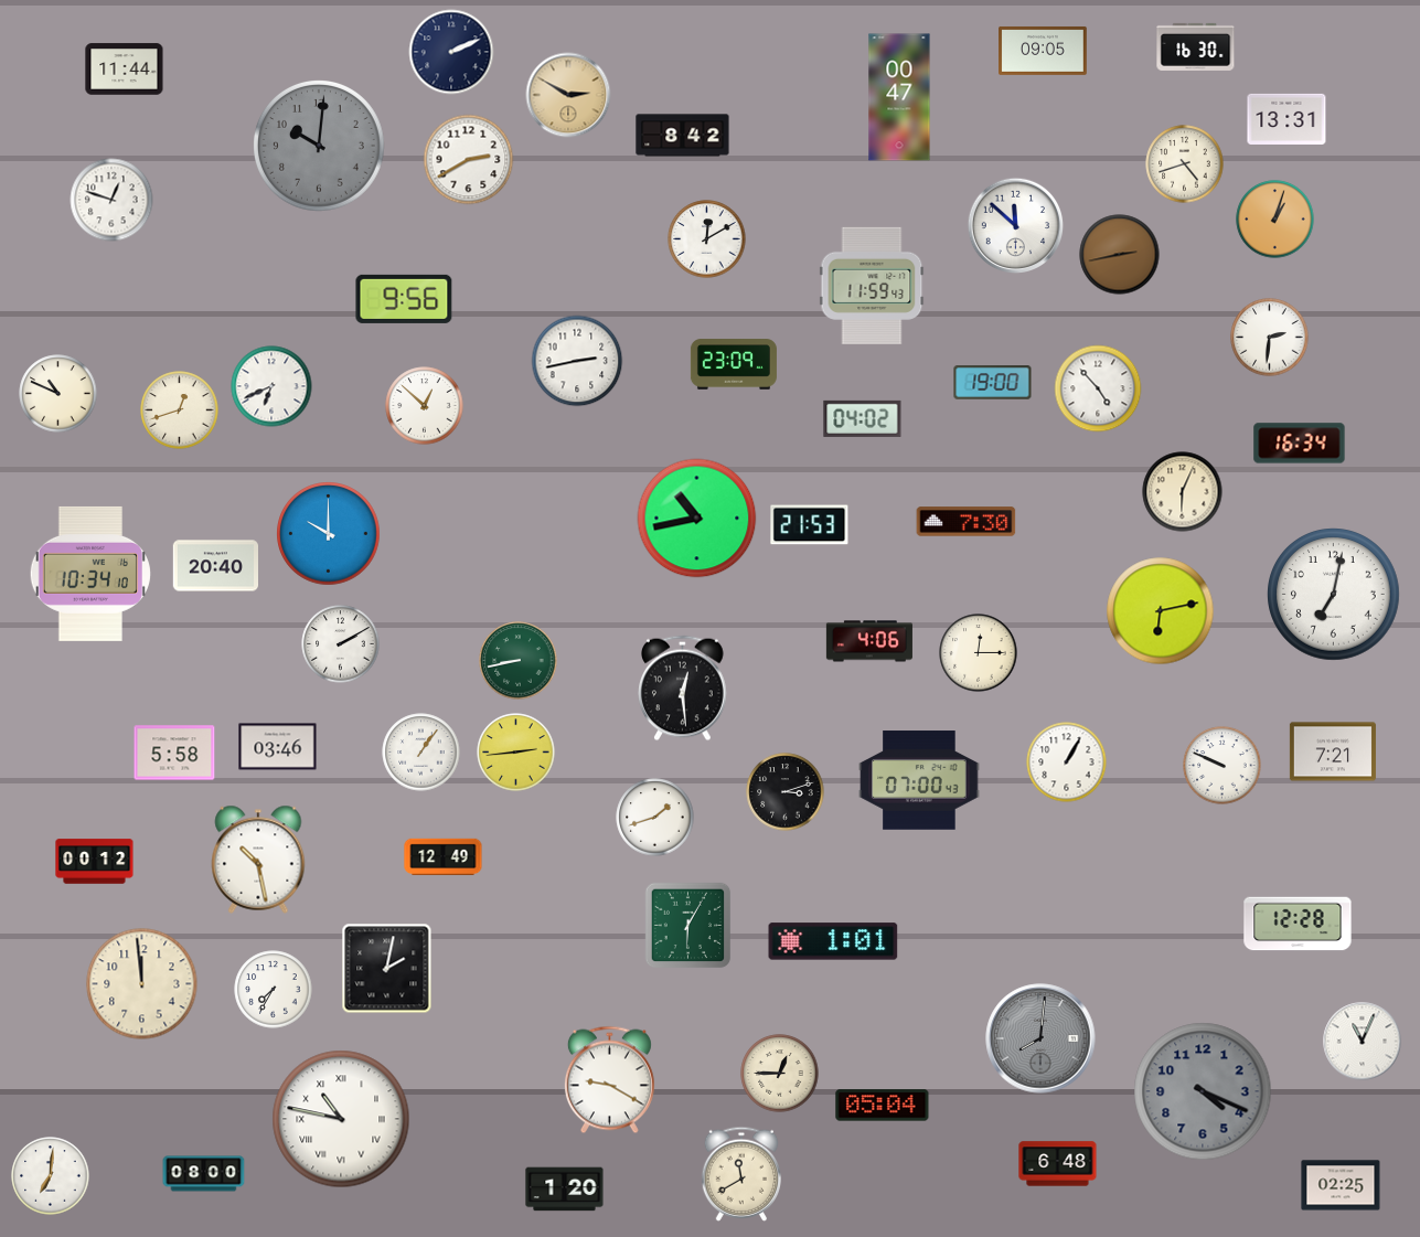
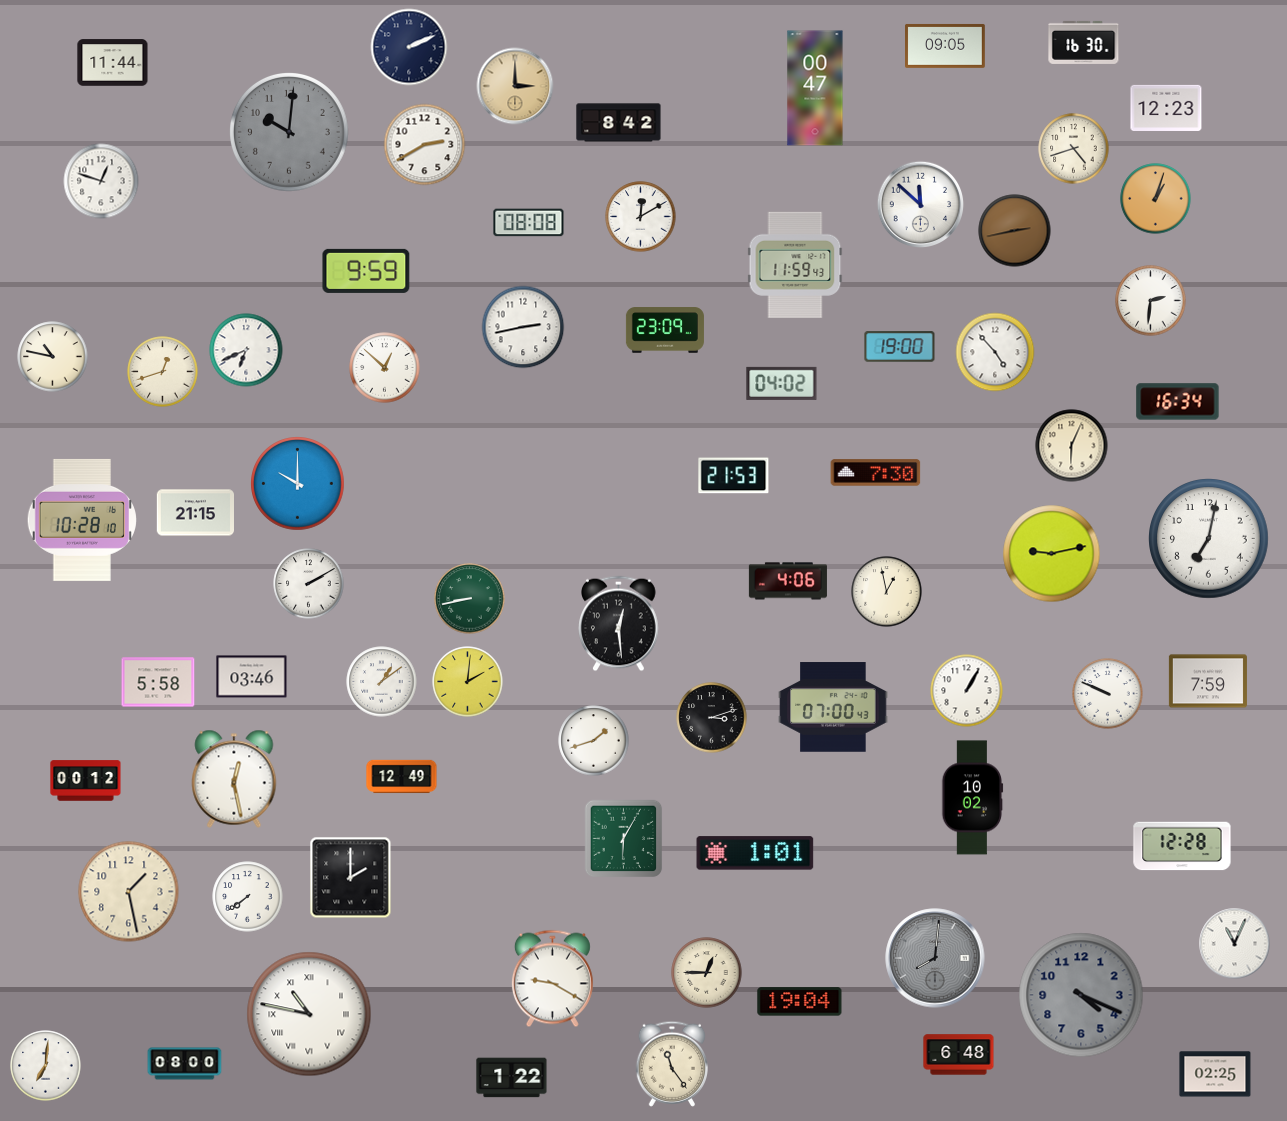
clock at (568, 95): 2:50 -> 3:00
clock at (1286, 119): 13:31 -> 12:23
clock at (529, 223): none -> 08:08
clock at (872, 286) position: (872, 286) -> (795, 265)
clock at (404, 299): 9:56 -> 9:59
clock at (1270, 338) position: (1270, 338) -> (1151, 301)
clock at (58, 394): 10:49 -> 10:47
clock at (863, 418) position: (863, 418) -> (782, 383)
clock at (697, 519): 10:43 -> none
clock at (215, 566): 20:40 -> 21:15
clock at (90, 574): 10:34 -> 10:28
clock at (1161, 611): 6:13 -> 9:13
clock at (979, 653): 12:15 -> 12:58
clock at (1333, 751): 7:21 -> 7:59
clock at (421, 753): 1:06 -> 1:09
clock at (516, 753): 2:44 -> 2:01
clock at (258, 860): 10:28 -> 12:28
clock at (972, 798): none -> 10:02
clock at (1298, 924) position: (1298, 924) -> (1182, 846)
clock at (387, 969): 2:02 -> 2:00
clock at (142, 984): 11:59 -> 1:28
clock at (274, 990): 7:35 -> 7:39
clock at (1040, 1038) position: (1040, 1038) -> (935, 958)
clock at (1203, 1091) position: (1203, 1091) -> (1081, 995)
clock at (883, 1106): 05:04 -> 19:04
clock at (740, 1174): 11:40 -> 11:24
clock at (565, 1190): 1:20 -> 1:22
